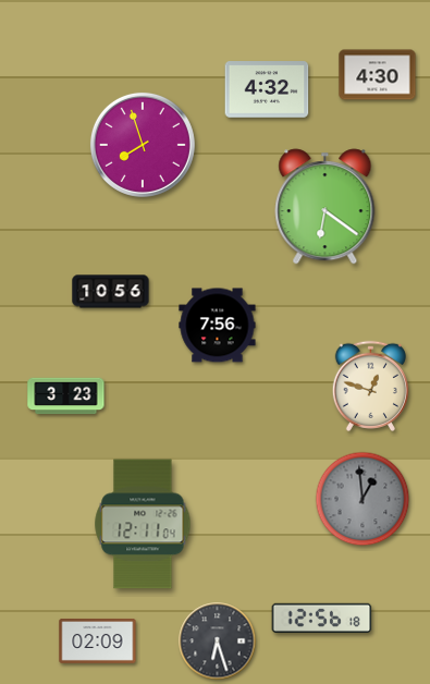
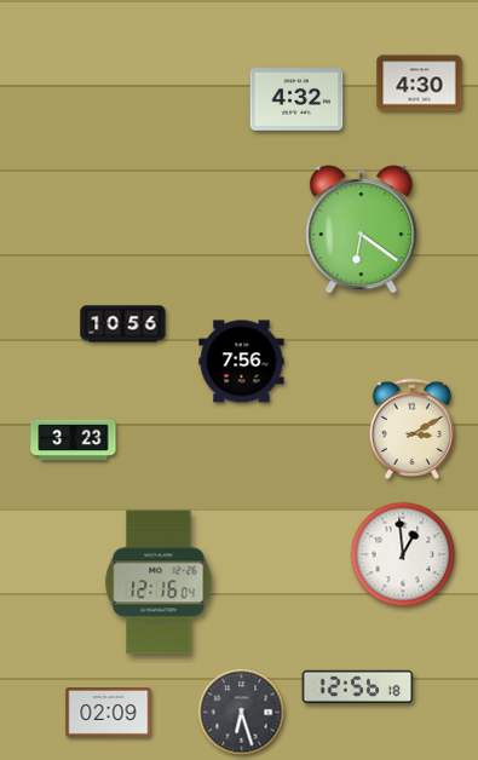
clock at (143, 145): 7:57 -> none
clock at (370, 386): 12:48 -> 3:10
clock at (363, 499) dial: grey -> white
clock at (143, 524): 12:11 -> 12:16
